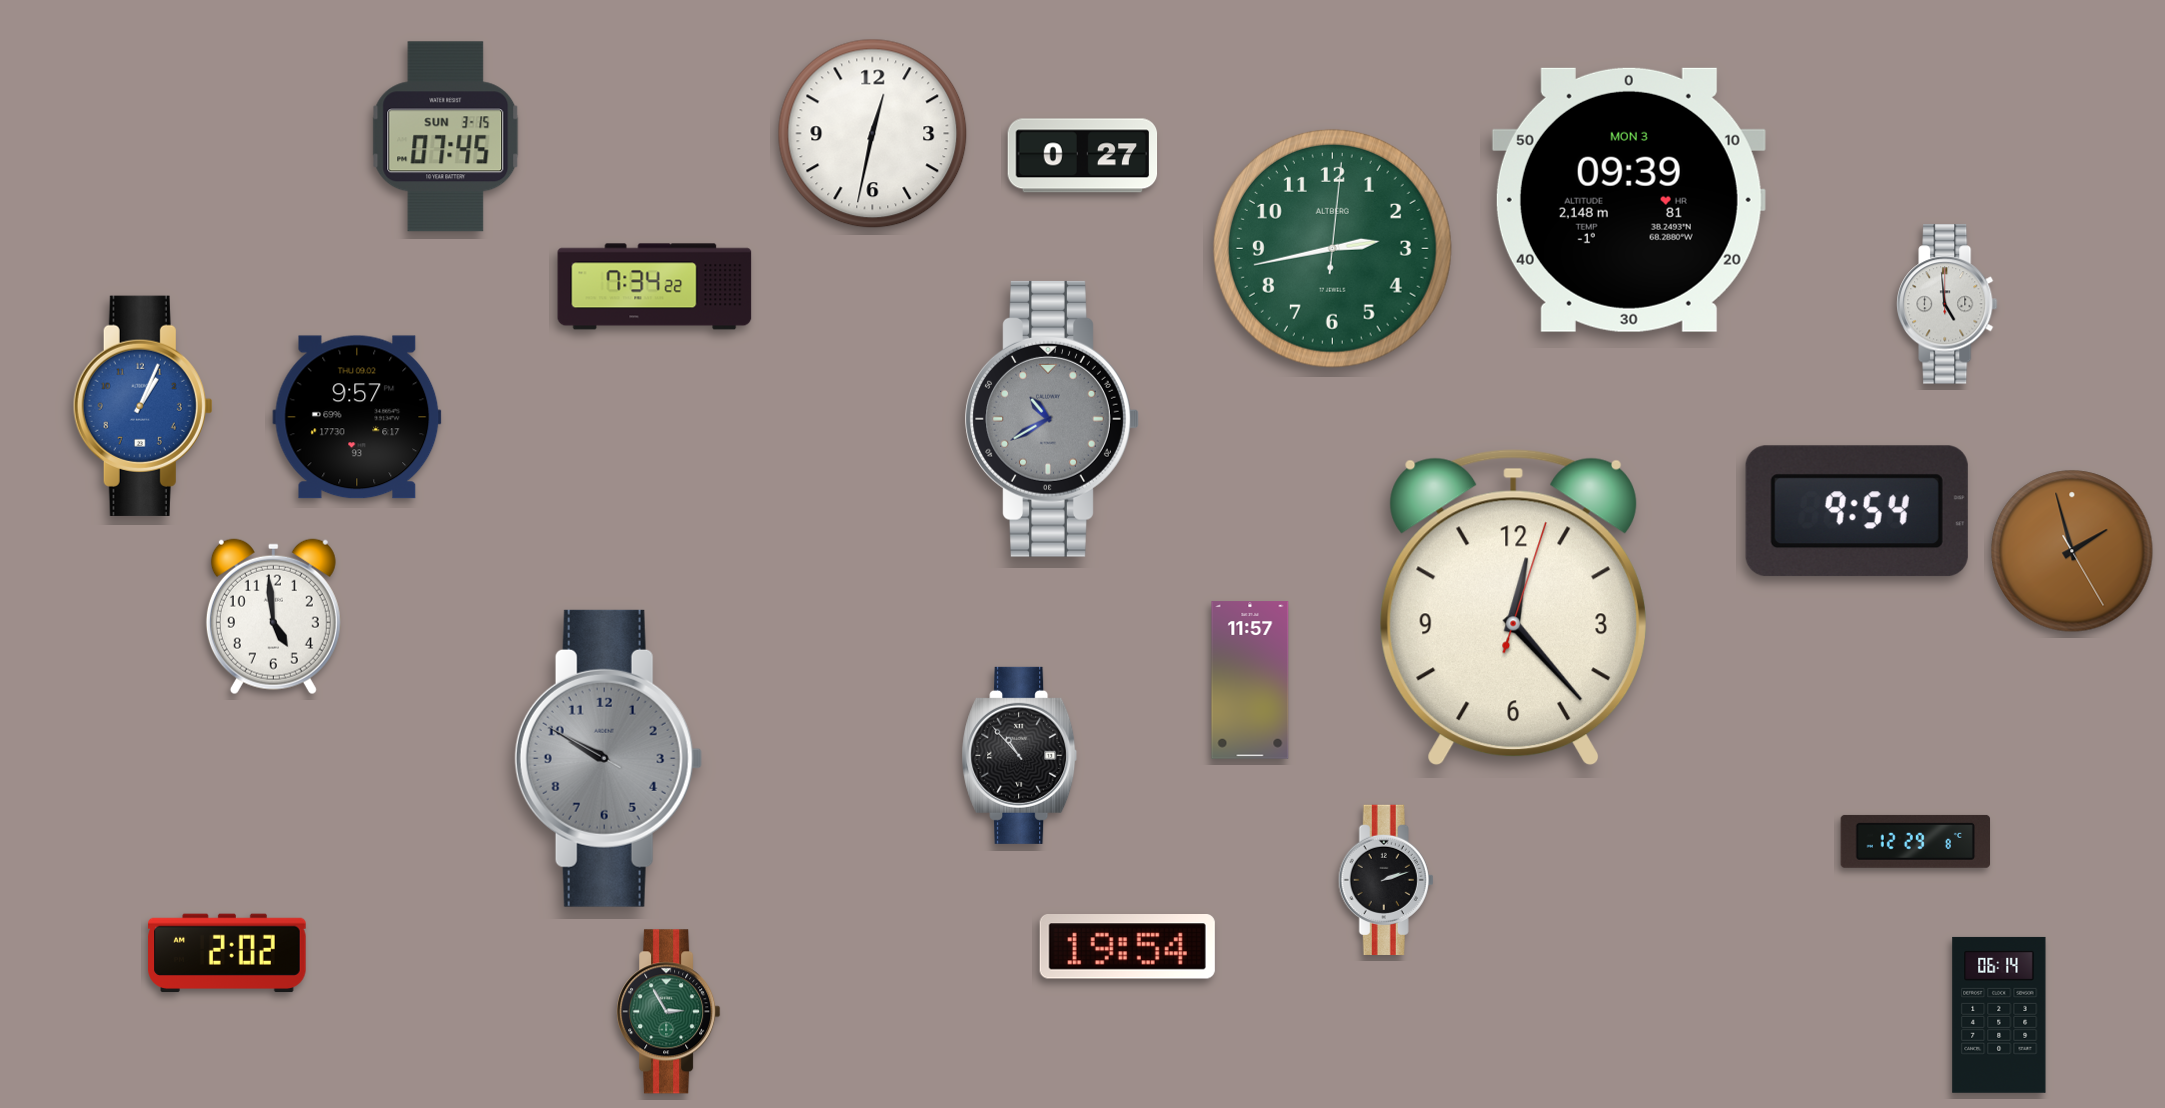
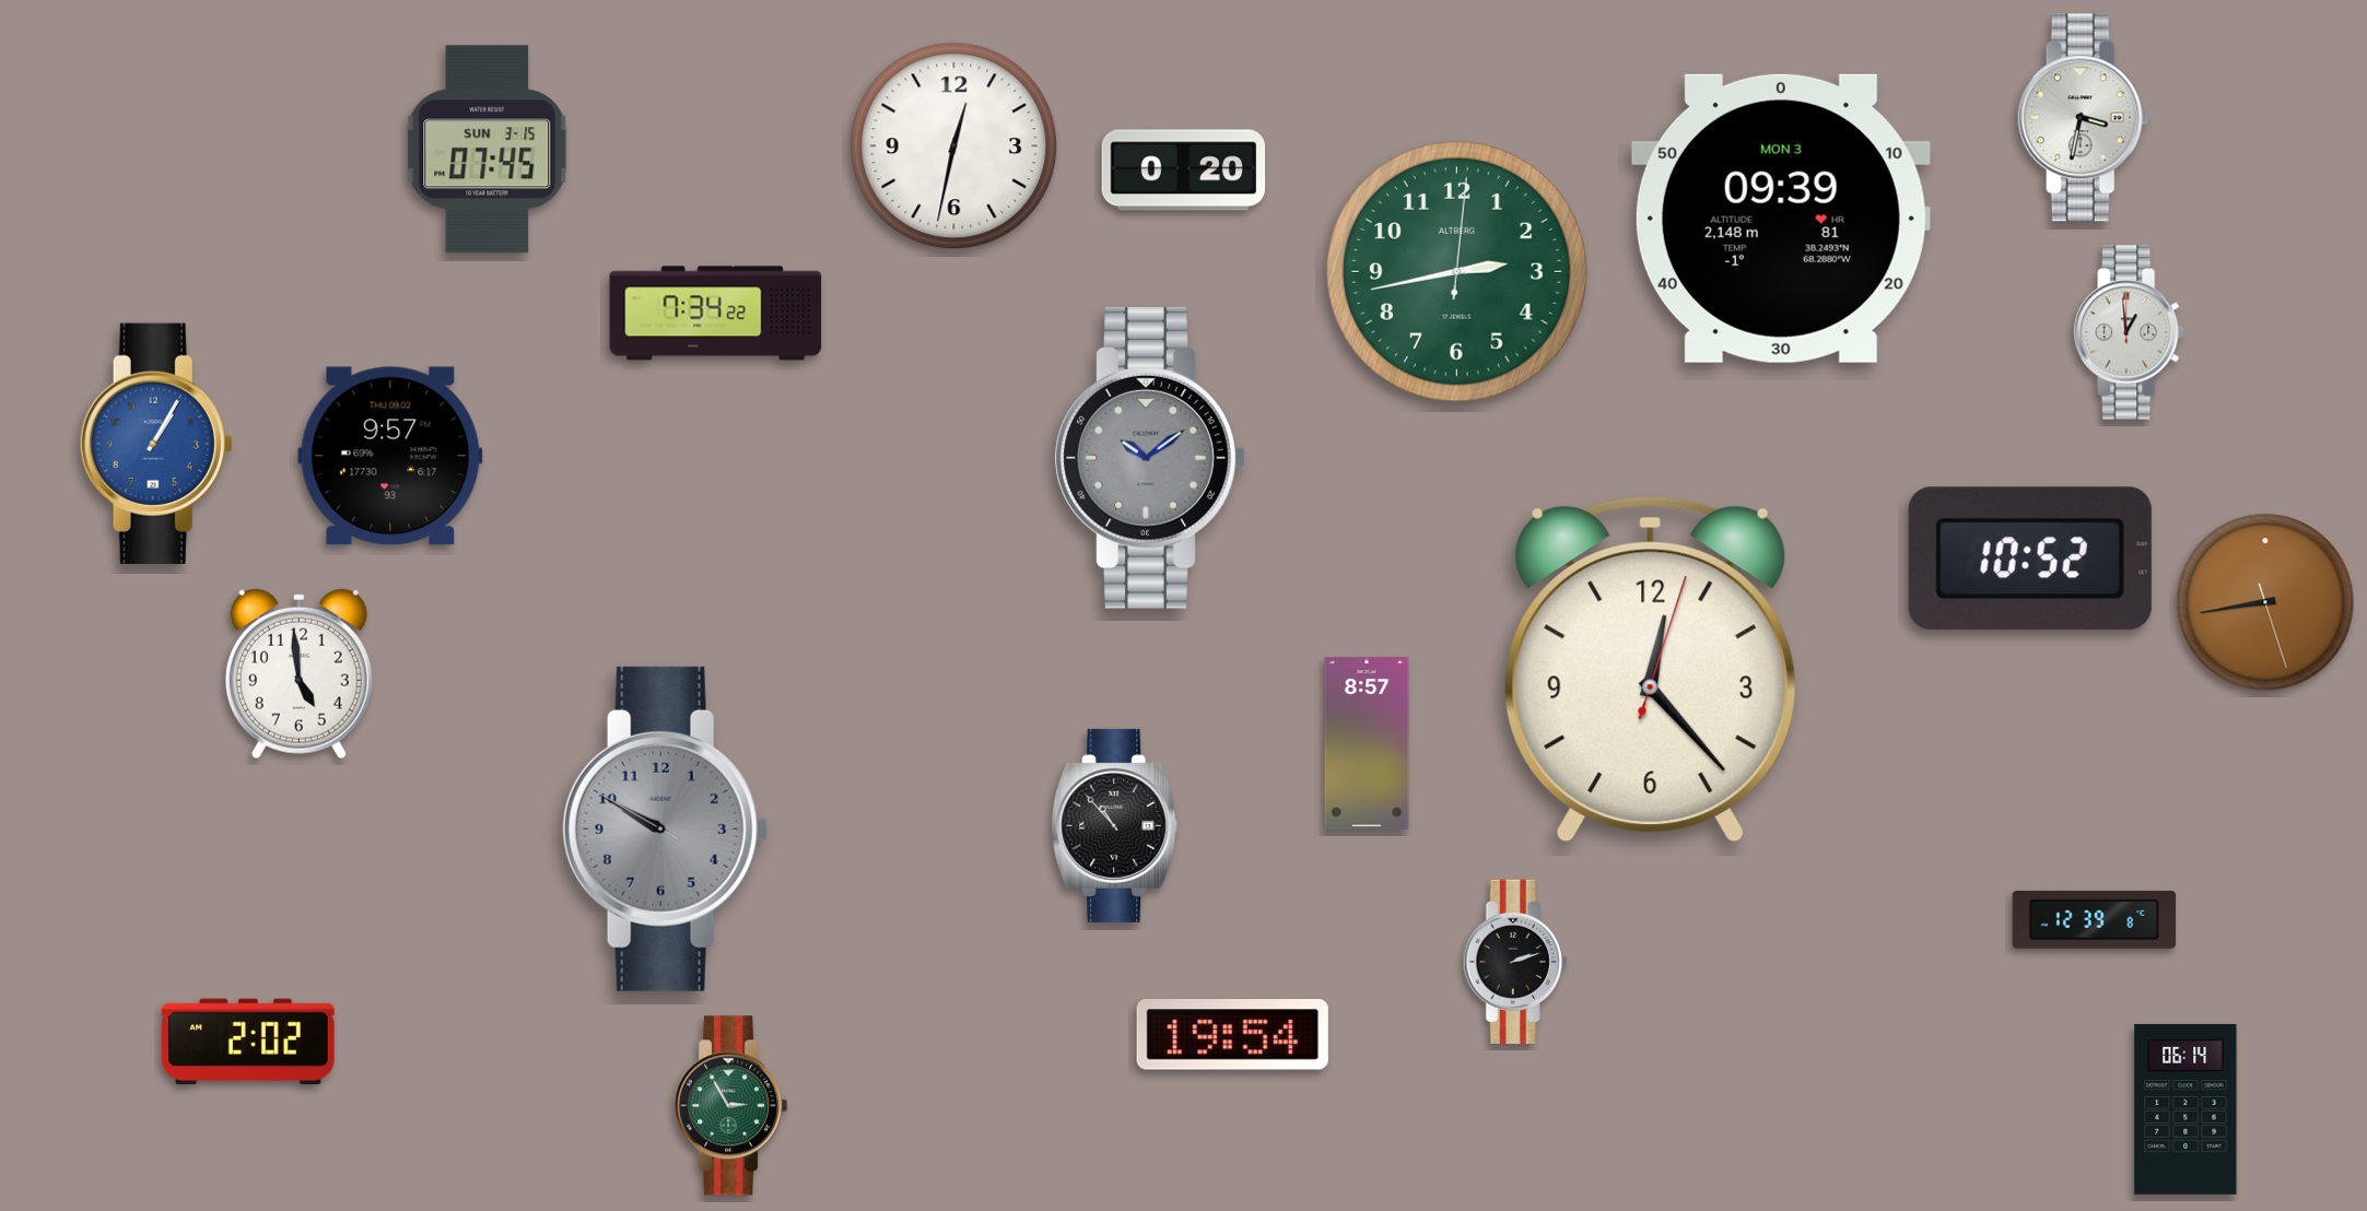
clock at (2083, 118): none -> 3:32
clock at (1083, 156): 0:27 -> 0:20
clock at (1948, 304): 4:59 -> 12:59
clock at (143, 406): 1:04 -> 1:05
clock at (1052, 419): 10:40 -> 10:09
clock at (1857, 511): 9:54 -> 10:52
clock at (2072, 551): 1:57 -> 8:43
clock at (1513, 608) position: (1513, 608) -> (1650, 670)
clock at (1250, 680): 11:57 -> 8:57
clock at (1916, 841): 12:29 -> 12:39
